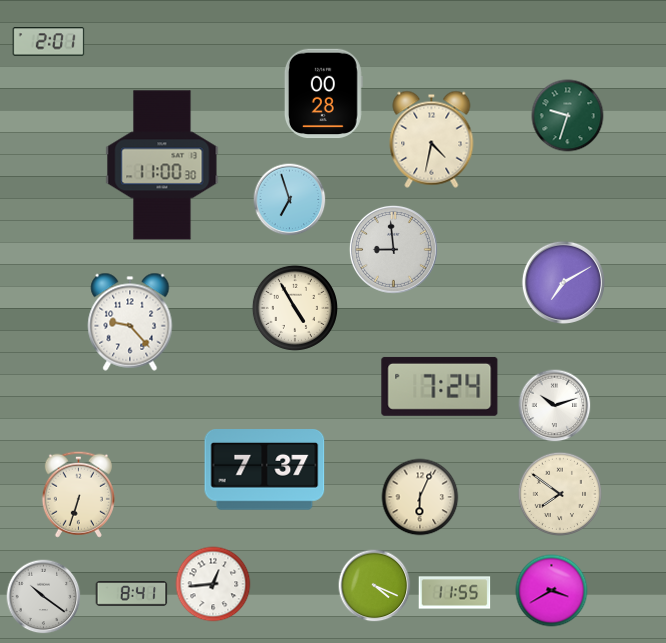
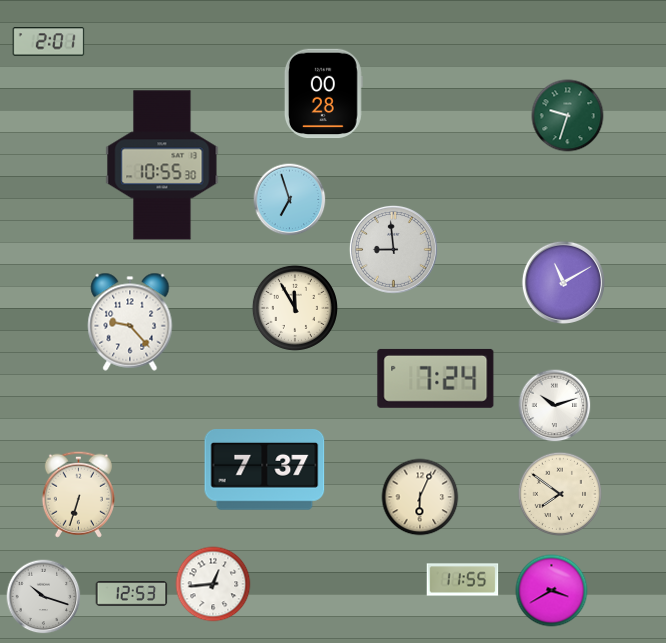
clock at (432, 139): 4:32 -> none
clock at (162, 165): 11:00 -> 10:55
clock at (563, 282): 7:10 -> 11:10
clock at (295, 308): 4:55 -> 11:55
clock at (440, 386) position: (440, 386) -> (436, 378)
clock at (375, 586): 4:19 -> none
clock at (455, 593) position: (455, 593) -> (463, 580)
clock at (132, 594): 8:41 -> 12:53
clock at (44, 597): 10:21 -> 10:18
